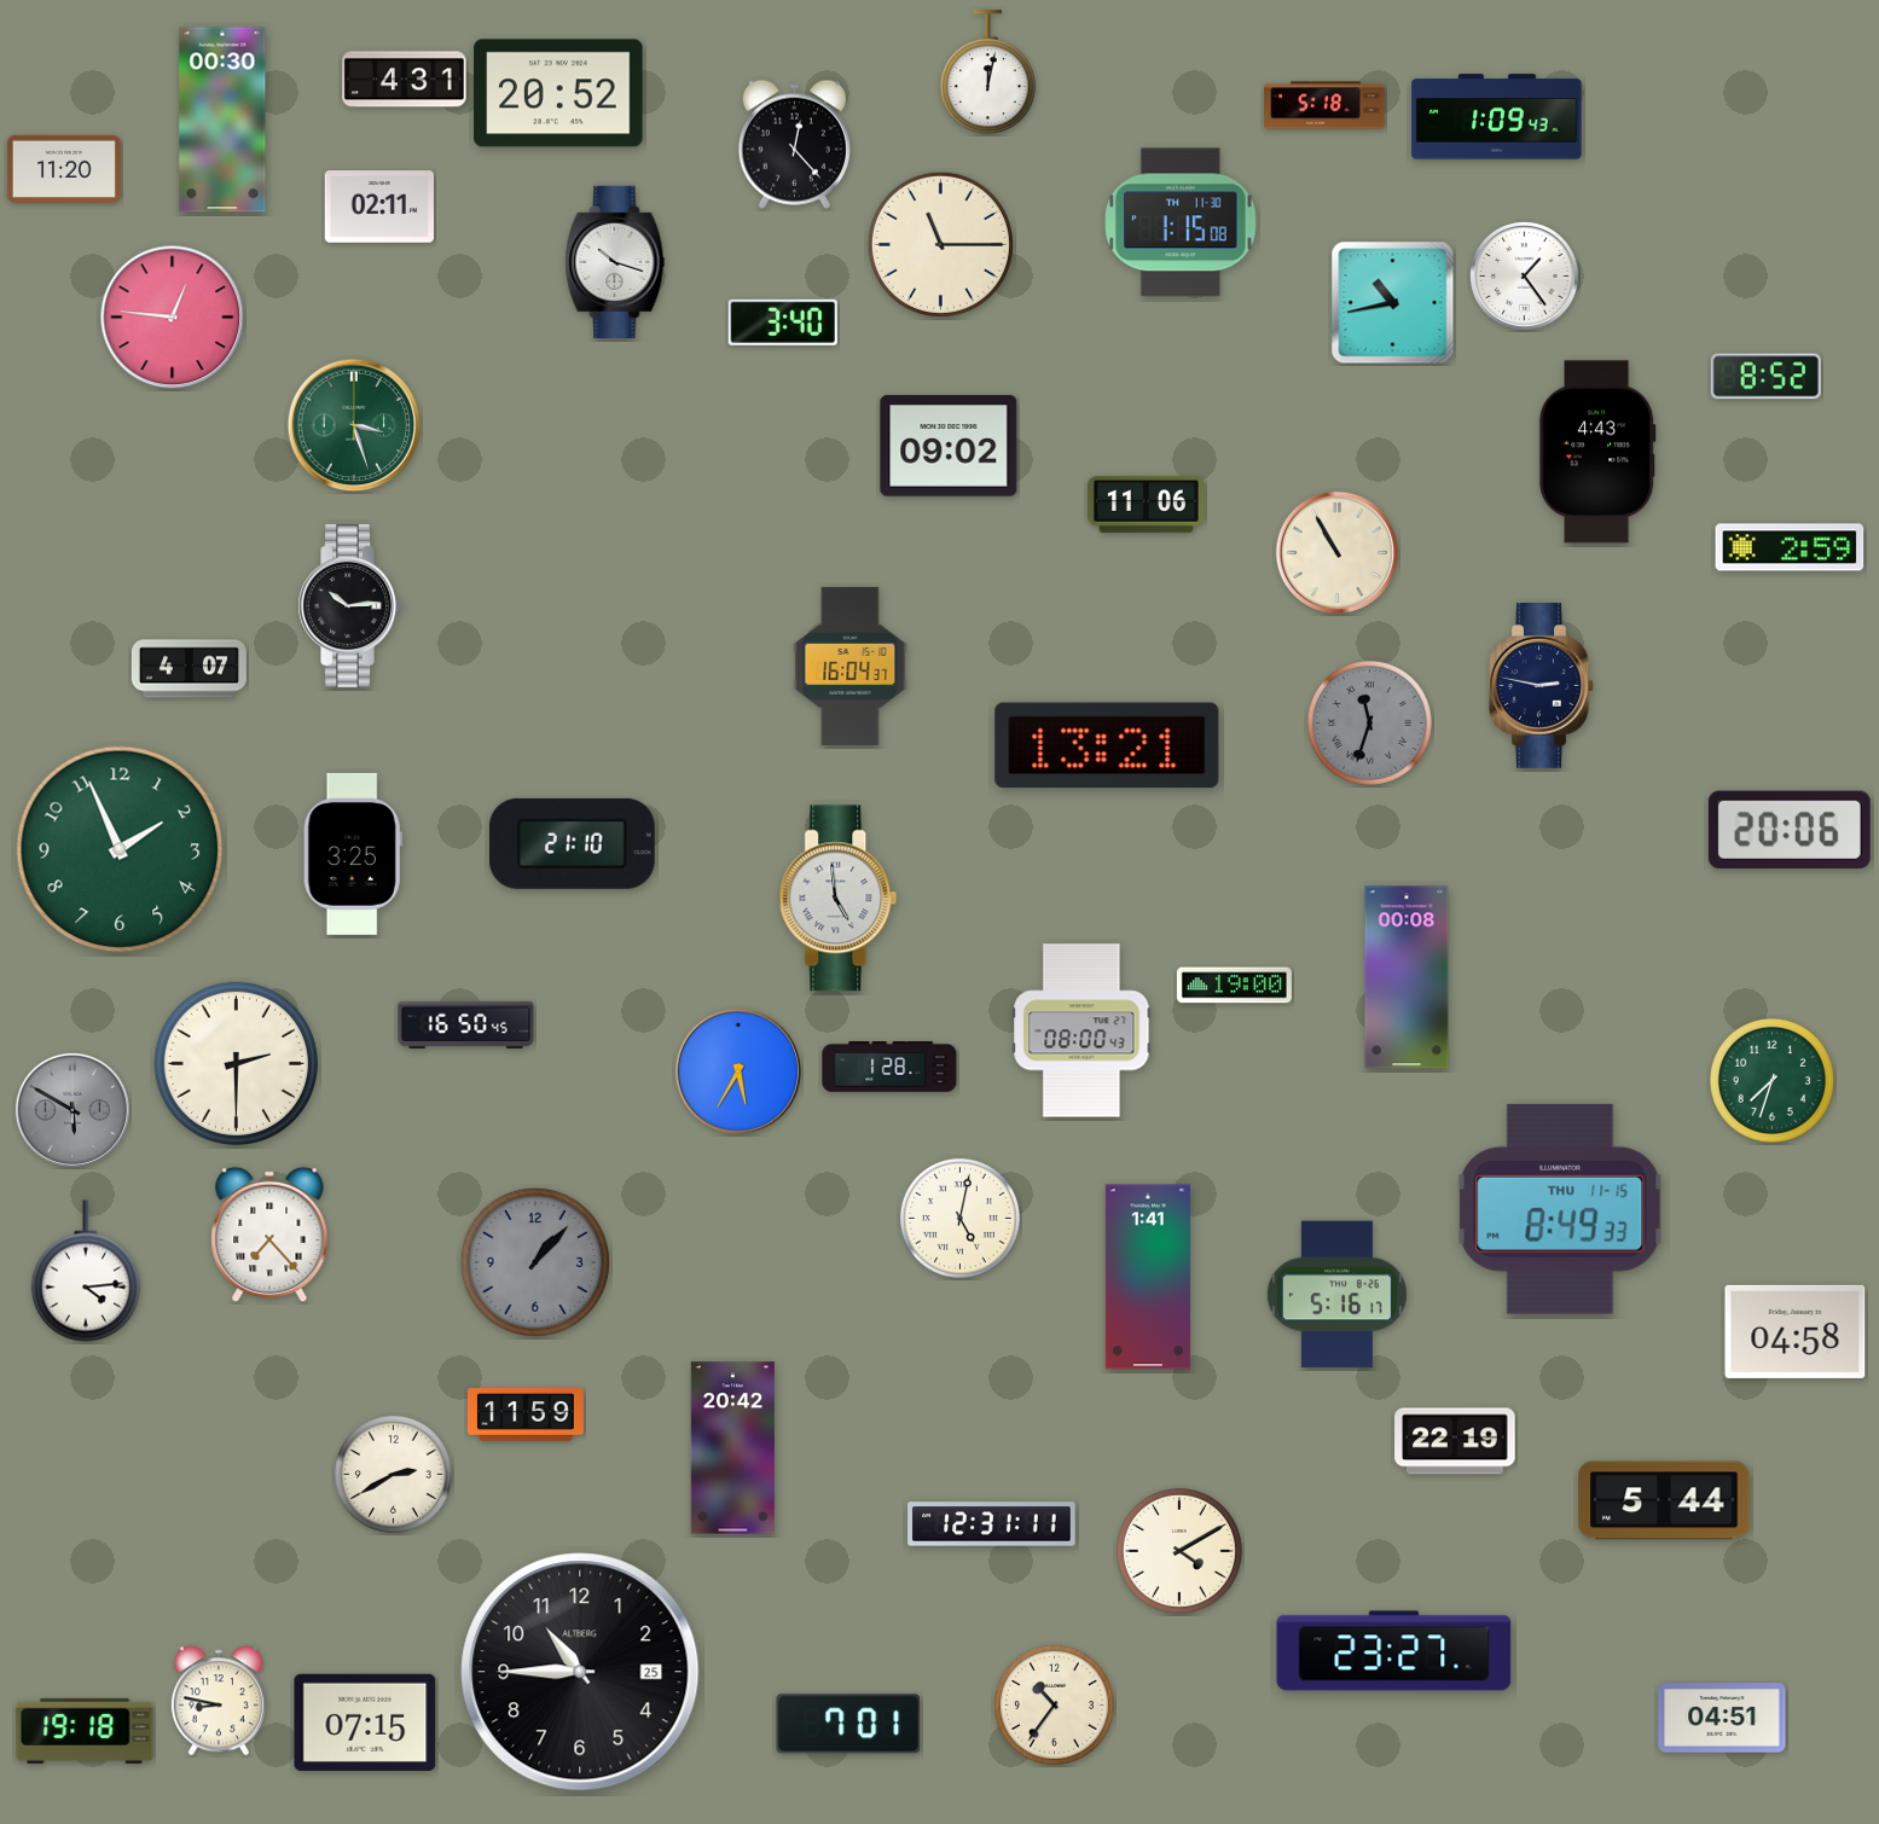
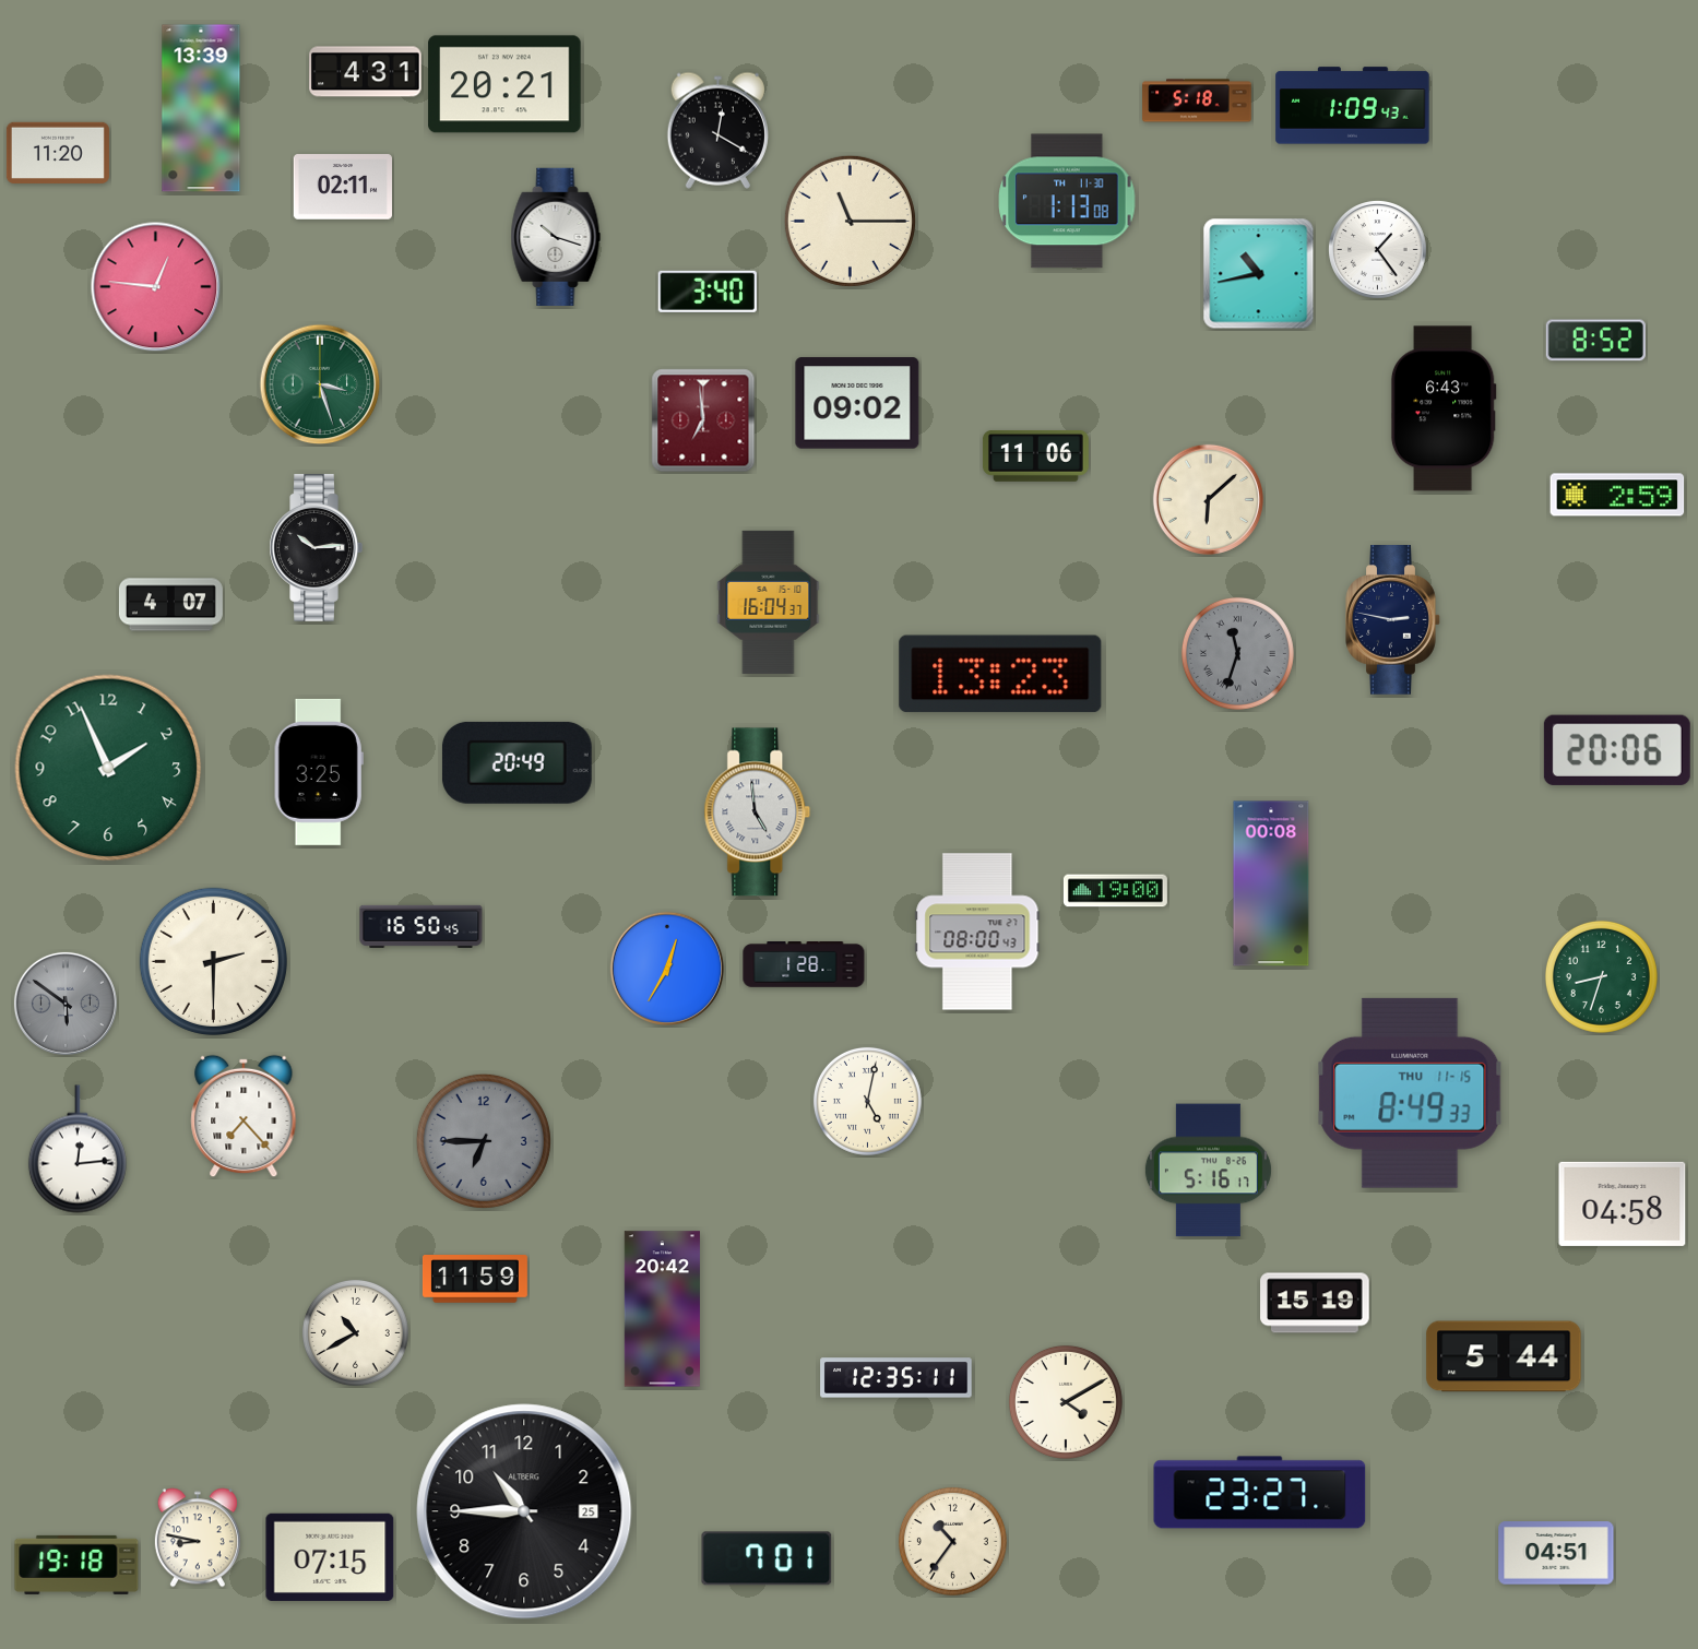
clock at (987, 72): 12:02 -> none
clock at (558, 93): 20:52 -> 20:21
clock at (1324, 105) position: (1324, 105) -> (1197, 100)
clock at (222, 120): 00:30 -> 13:39
clock at (794, 144): 12:23 -> 12:20
clock at (1181, 222): 1:15 -> 1:13
clock at (1597, 452): 4:43 -> 6:43
clock at (703, 420): none -> 6:59
clock at (1336, 552): 10:55 -> 6:08
clock at (1107, 745): 13:21 -> 13:23
clock at (572, 843): 21:10 -> 20:49
clock at (737, 1070): 5:35 -> 12:35
clock at (1771, 1080): 7:33 -> 8:33
clock at (73, 1110): 5:50 -> 5:51
clock at (535, 1262): 1:07 -> 6:45
clock at (86, 1271): 4:14 -> 12:14
clock at (1148, 1277): 1:41 -> none
clock at (1455, 1441): 22:19 -> 15:19
clock at (393, 1474): 2:40 -> 10:40
clock at (992, 1524): 12:31 -> 12:35
